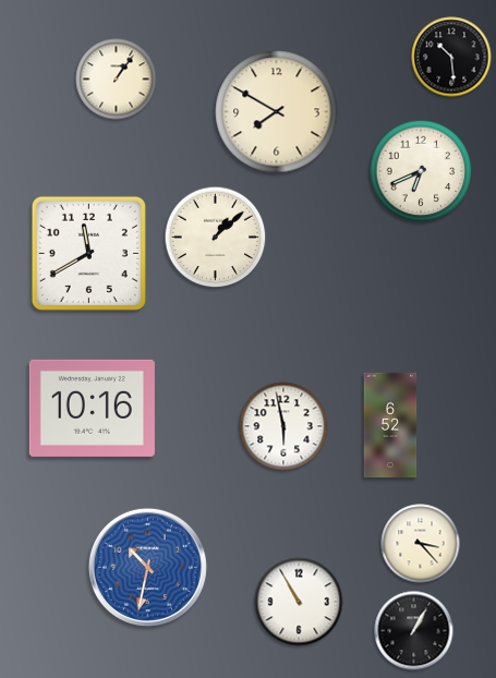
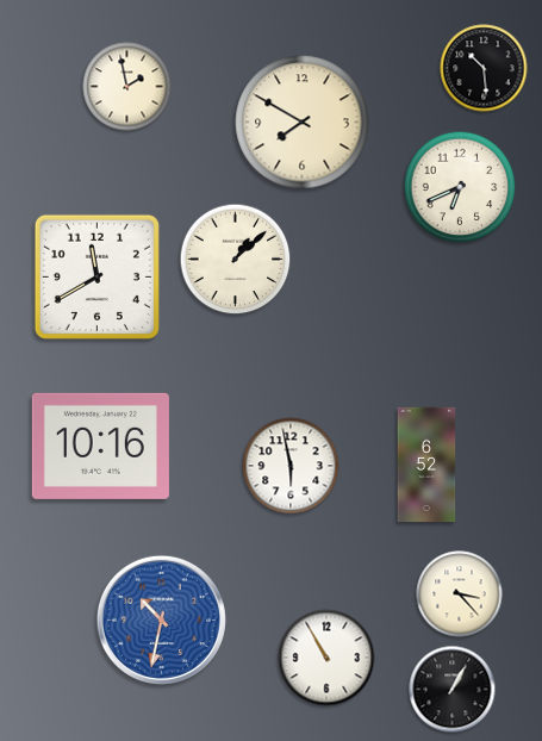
clock at (451, 57) position: (451, 57) -> (484, 68)
clock at (117, 80): 1:06 -> 1:58
clock at (283, 426) position: (283, 426) -> (291, 466)
